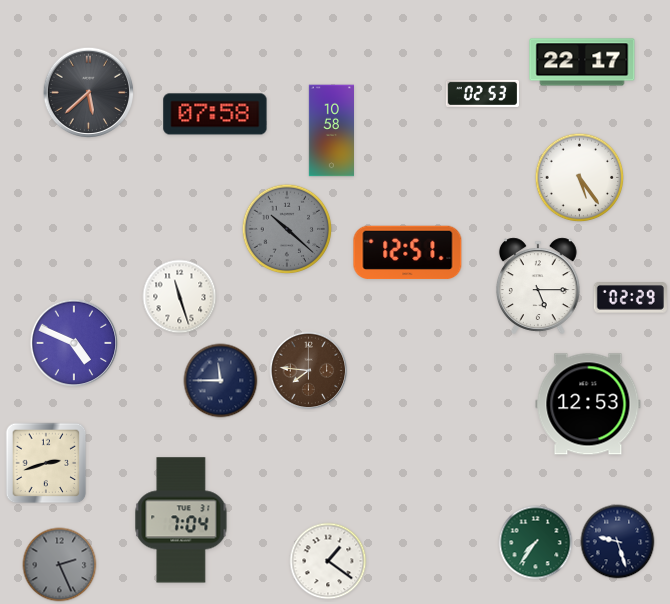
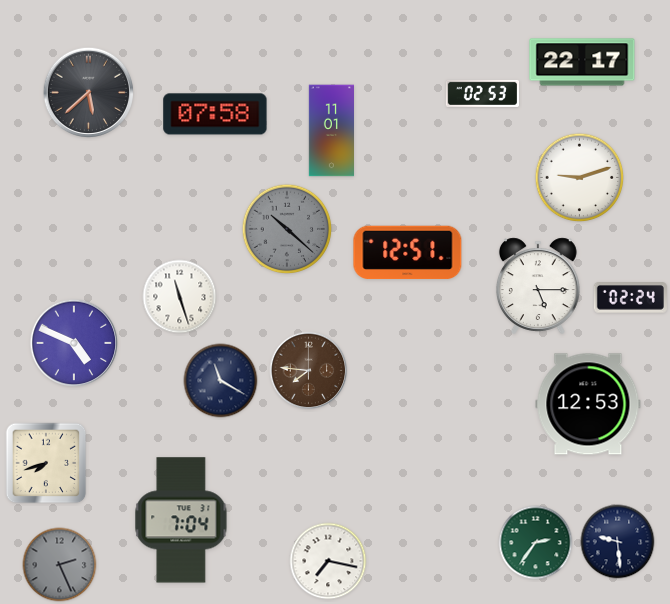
clock at (331, 131): 10:58 -> 11:01
clock at (580, 178): 5:24 -> 9:12
clock at (630, 298): 02:29 -> 02:24
clock at (221, 381): 11:45 -> 11:20
clock at (46, 463): 2:42 -> 7:42
clock at (618, 542): 9:27 -> 9:29
clock at (536, 543): 7:36 -> 2:36
clock at (328, 561): 1:21 -> 7:17
